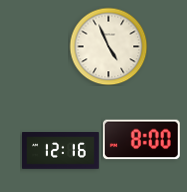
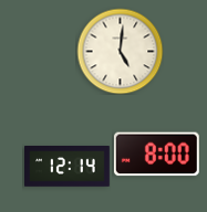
clock at (108, 46): 4:56 -> 5:01
clock at (61, 151): 12:16 -> 12:14
